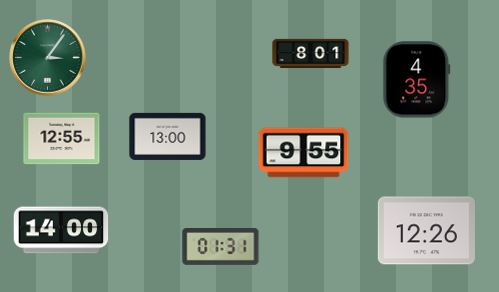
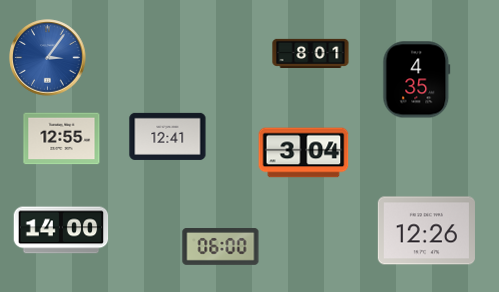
clock at (48, 58) dial: green -> blue
clock at (168, 136): 13:00 -> 12:41
clock at (304, 153): 9:55 -> 3:04
clock at (221, 247): 01:31 -> 06:00
